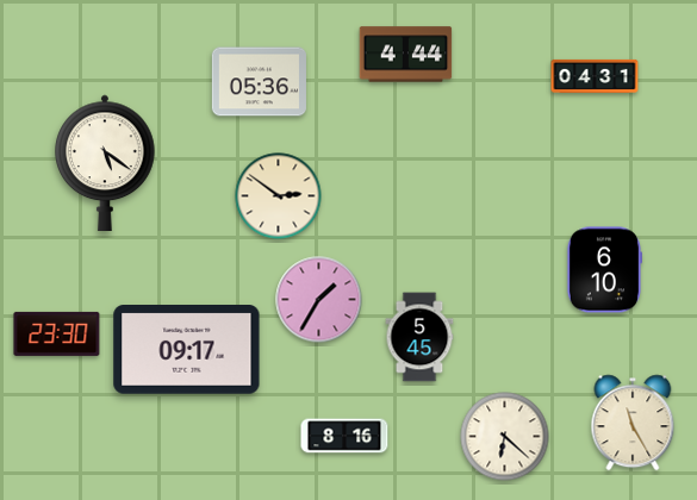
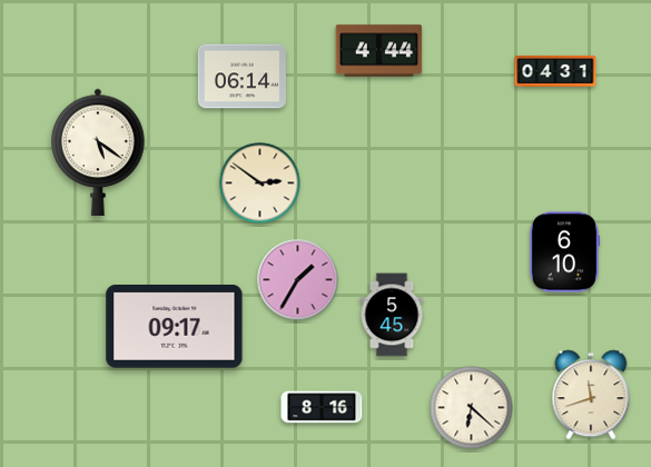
clock at (259, 82): 05:36 -> 06:14
clock at (57, 333): 23:30 -> none
clock at (633, 423): 11:25 -> 11:42
